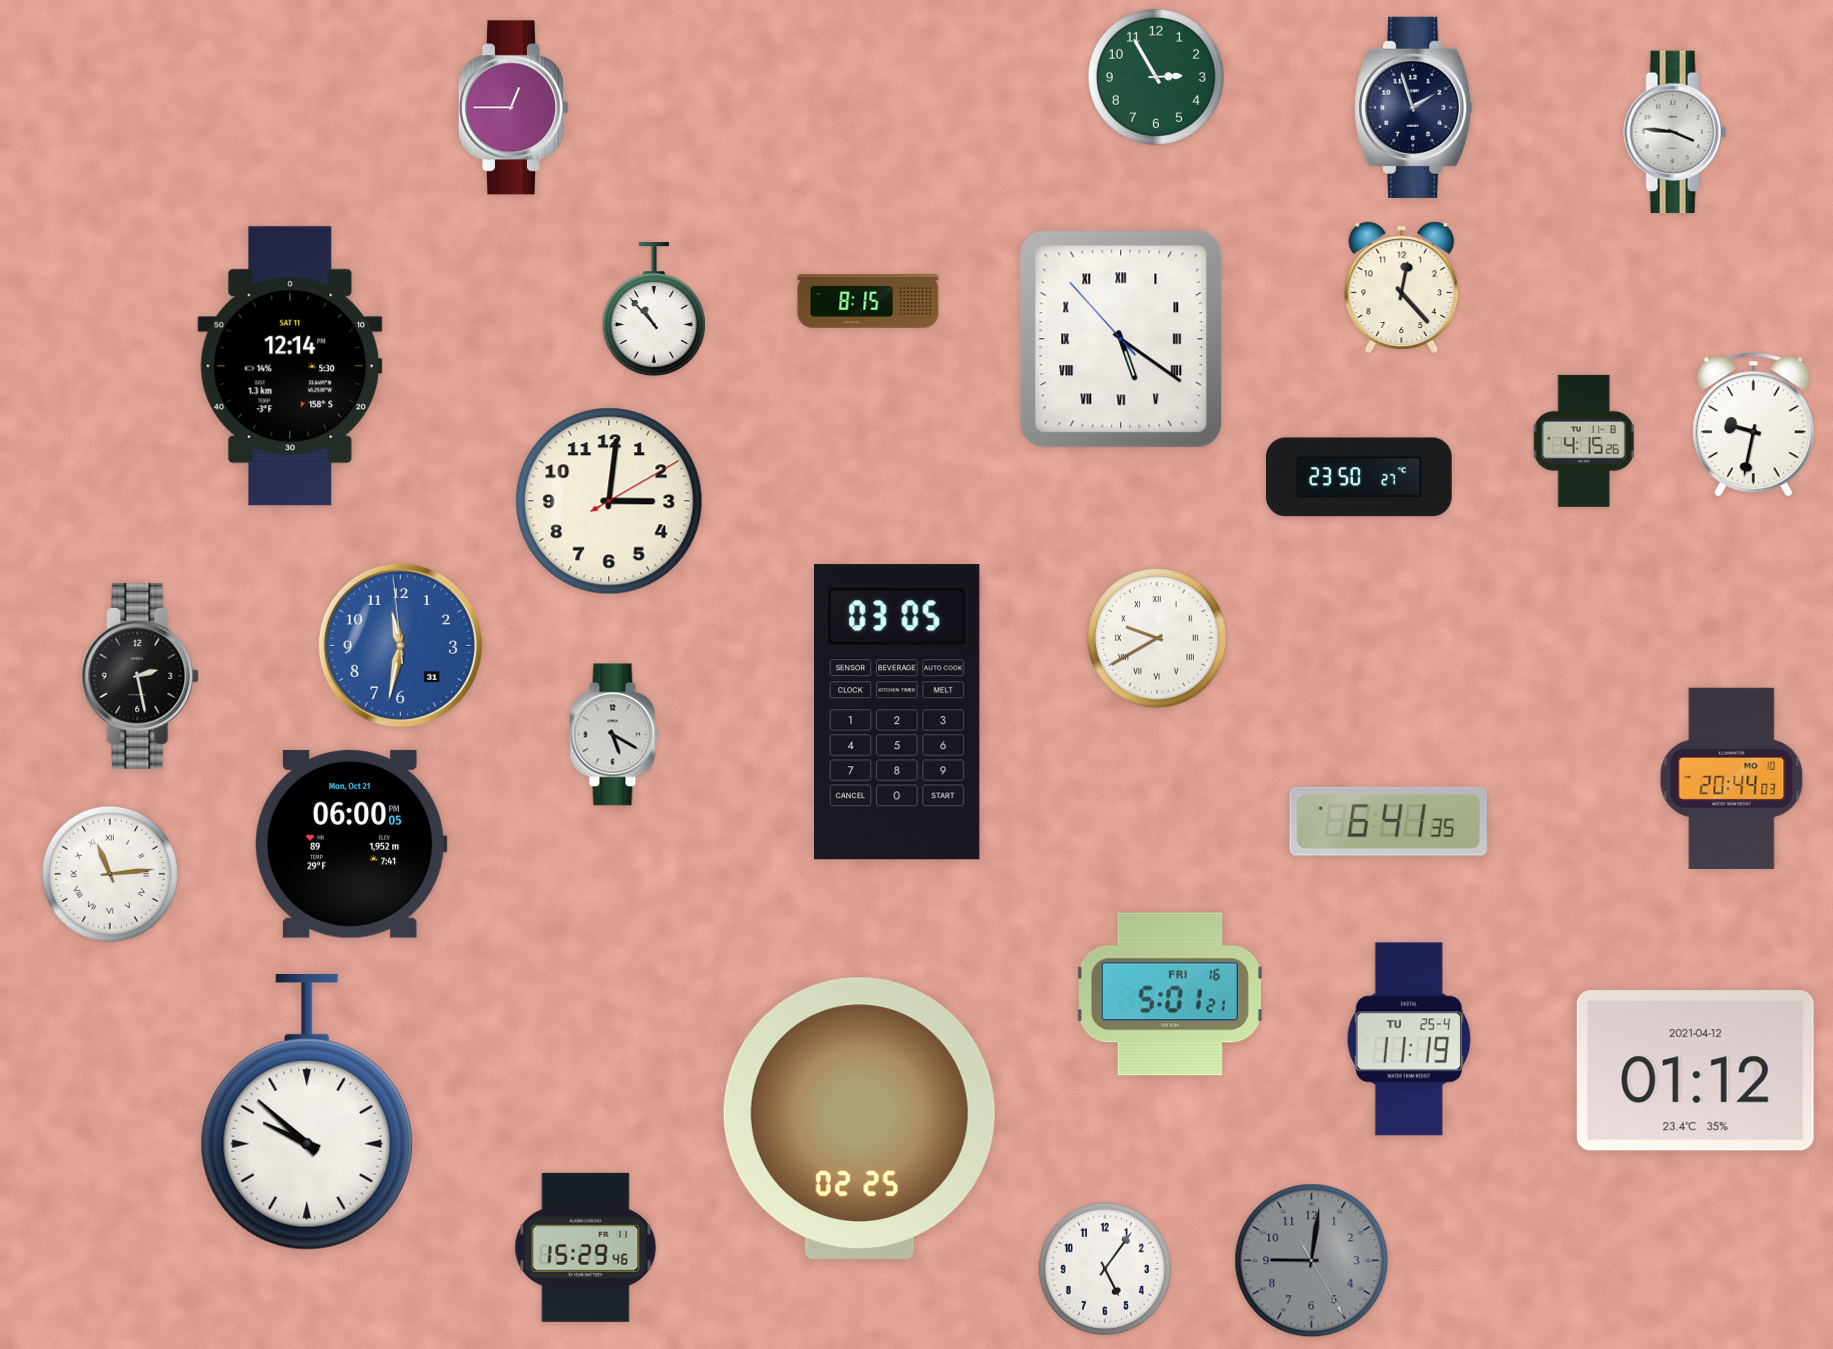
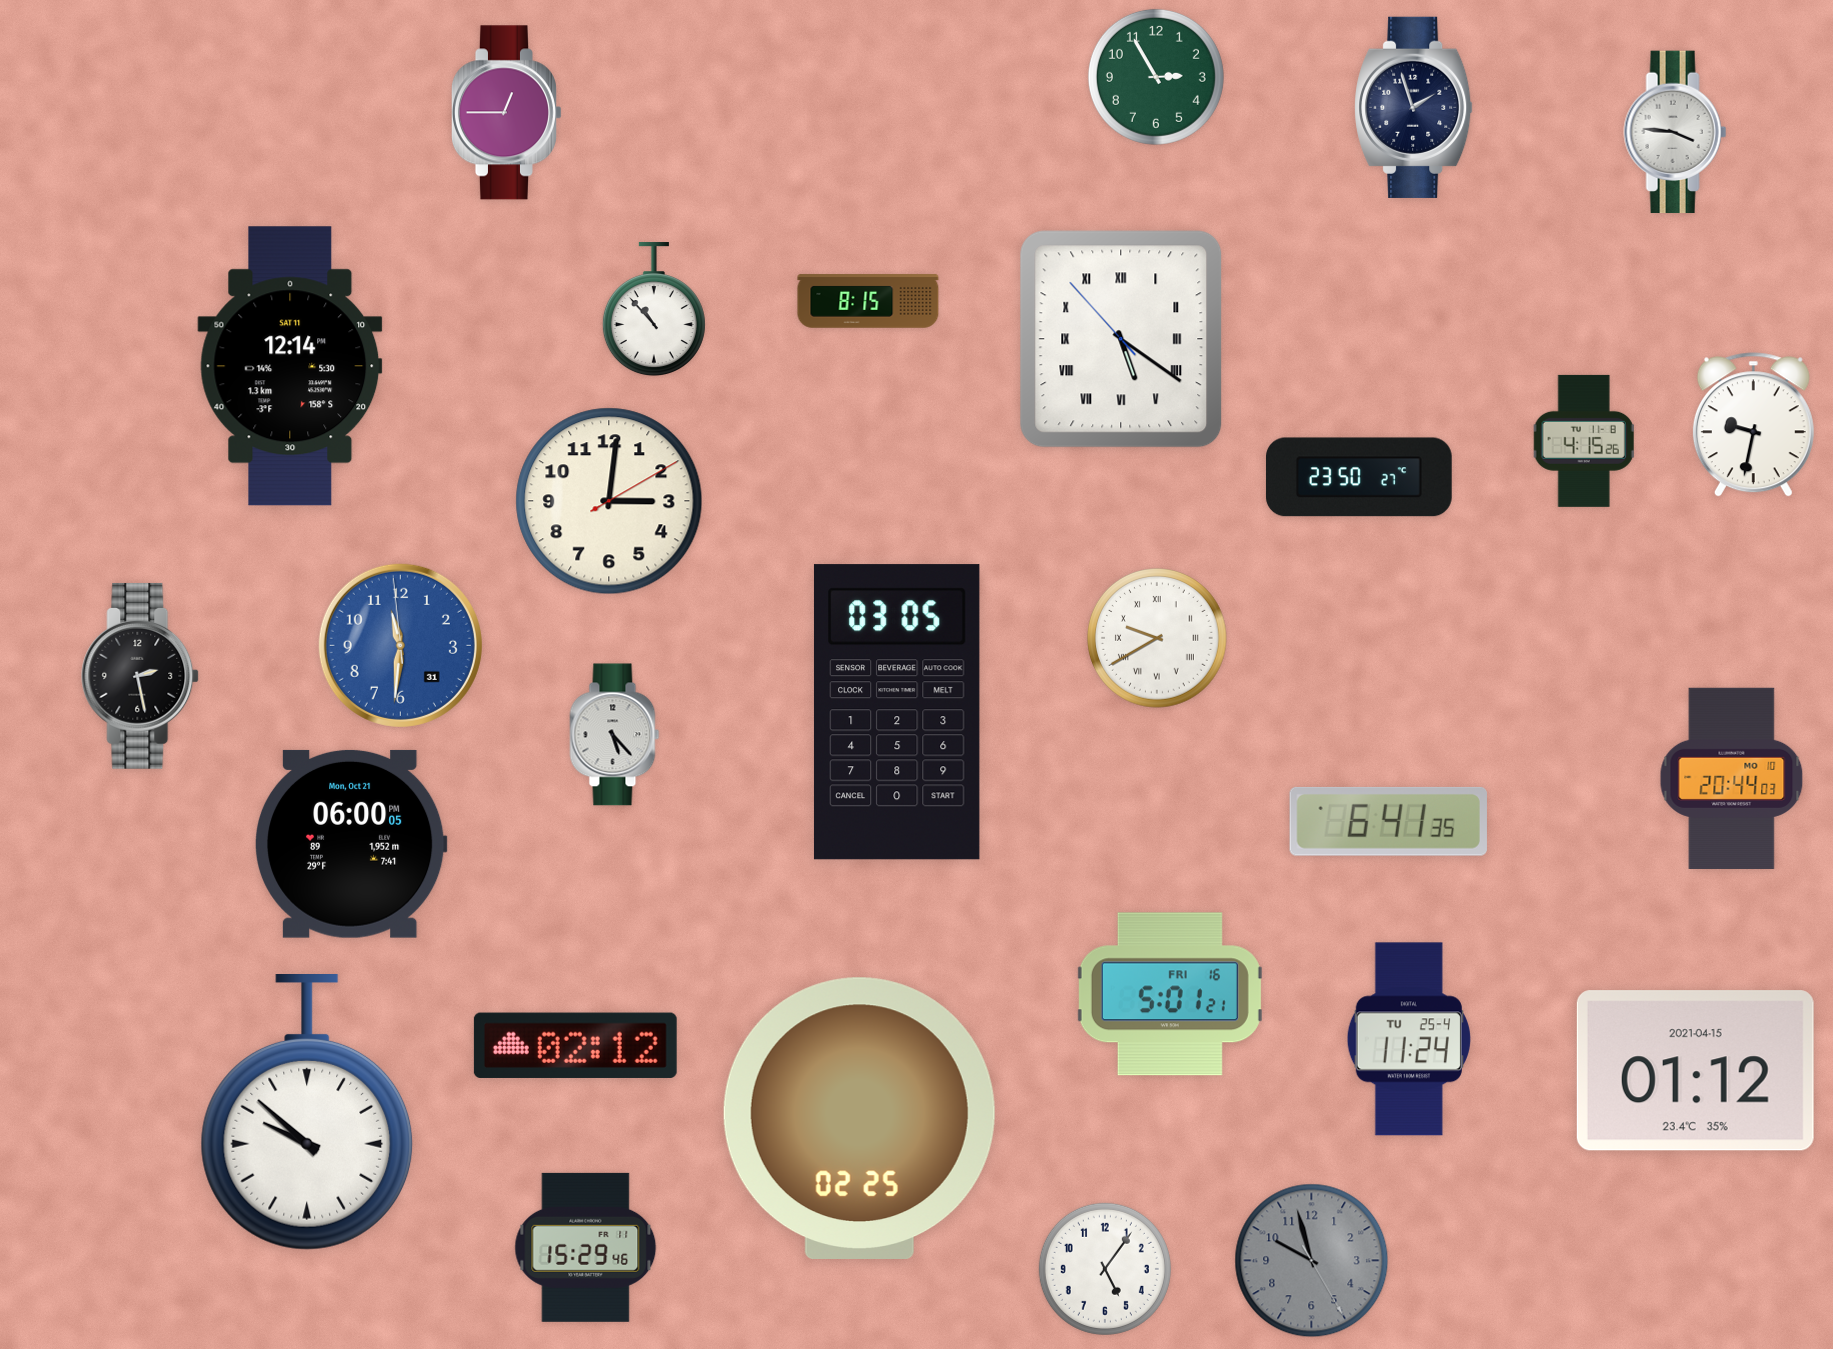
clock at (513, 108) position: (513, 108) -> (506, 113)
clock at (1402, 287): 12:23 -> none
clock at (400, 645): 11:31 -> 11:30
clock at (615, 735): 5:20 -> 5:23
clock at (110, 874): 11:14 -> none
clock at (1409, 1039): 11:19 -> 11:24
clock at (575, 1045): none -> 02:12
clock at (1695, 1071) date: 2021-04-12 -> 2021-04-15
clock at (1312, 1261): 9:01 -> 9:57
